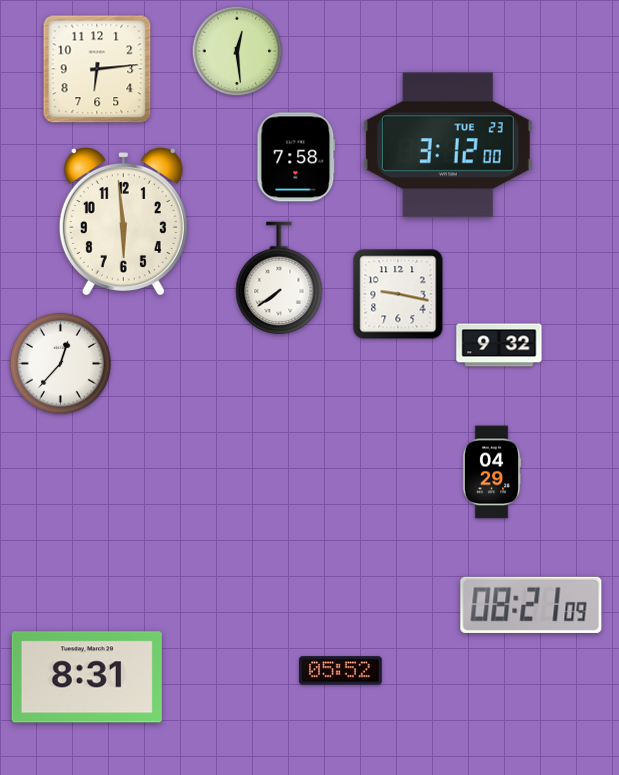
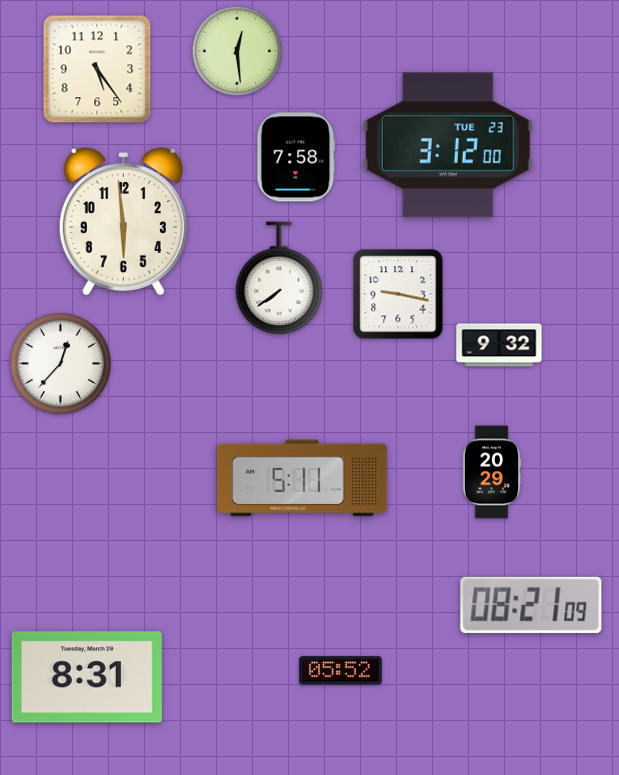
clock at (97, 69): 6:14 -> 5:24
clock at (492, 472): 04:29 -> 20:29
clock at (302, 478): none -> 5:11
